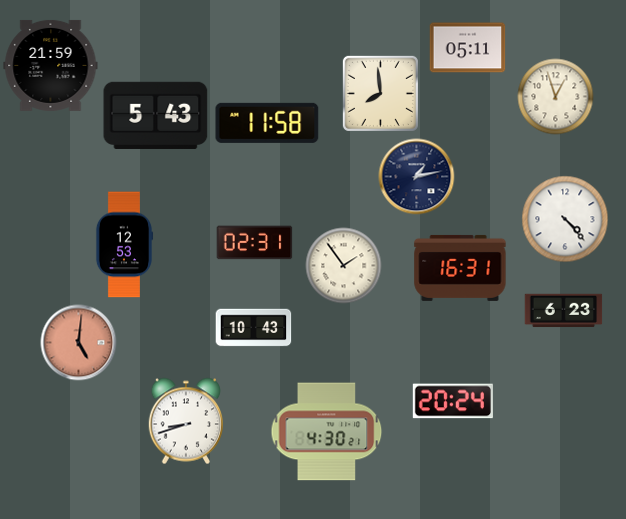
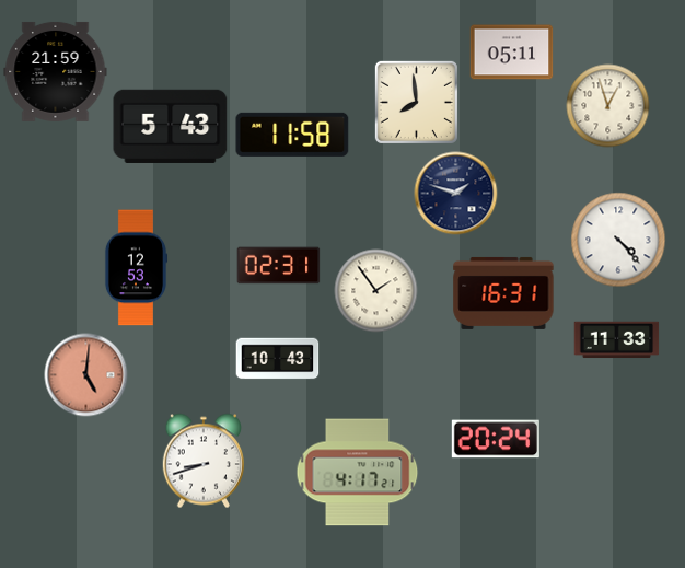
clock at (417, 177): 1:13 -> 1:48
clock at (564, 311): 6:23 -> 11:33
clock at (327, 432): 4:30 -> 4:17
